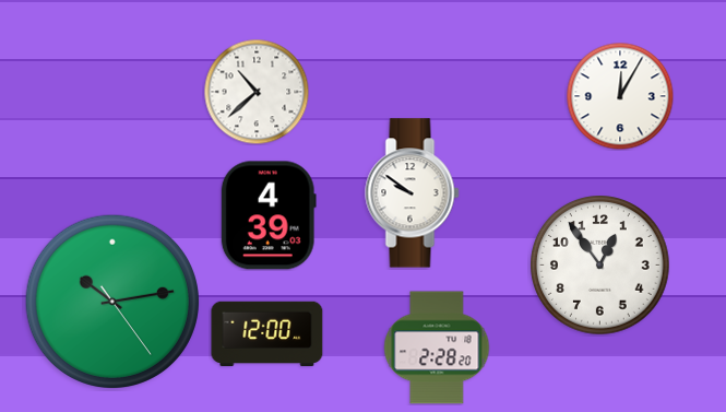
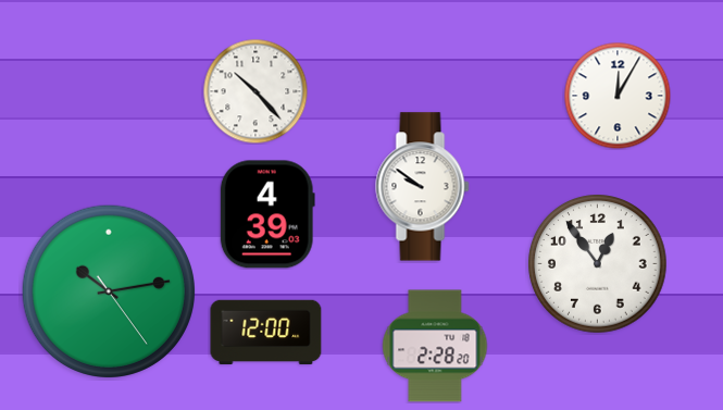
clock at (257, 92): 10:38 -> 10:23
clock at (413, 193) position: (413, 193) -> (423, 187)
clock at (111, 301) position: (111, 301) -> (108, 290)
